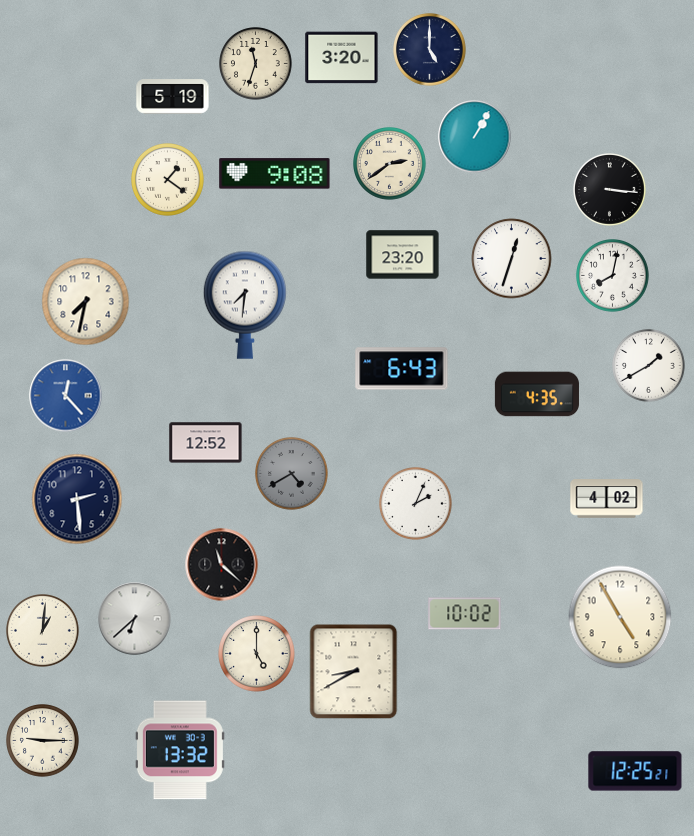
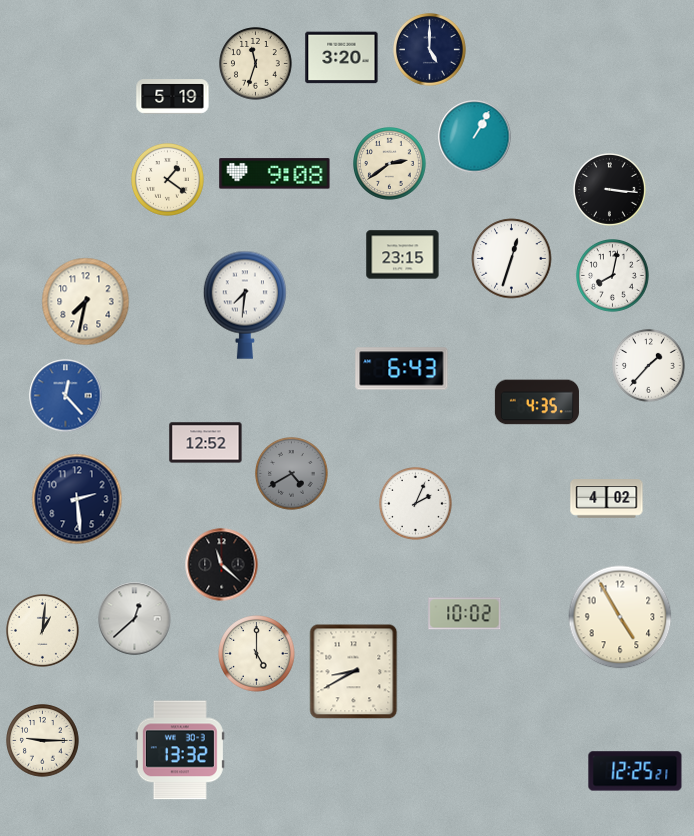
clock at (403, 255): 23:20 -> 23:15
clock at (649, 366): 1:40 -> 1:37
clock at (537, 394) position: (537, 394) -> (537, 402)
clock at (135, 619): 6:38 -> 12:38
